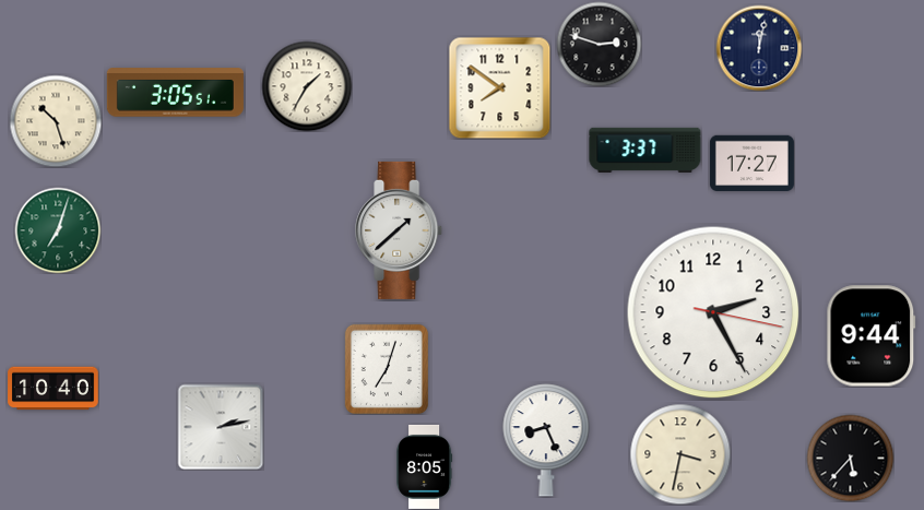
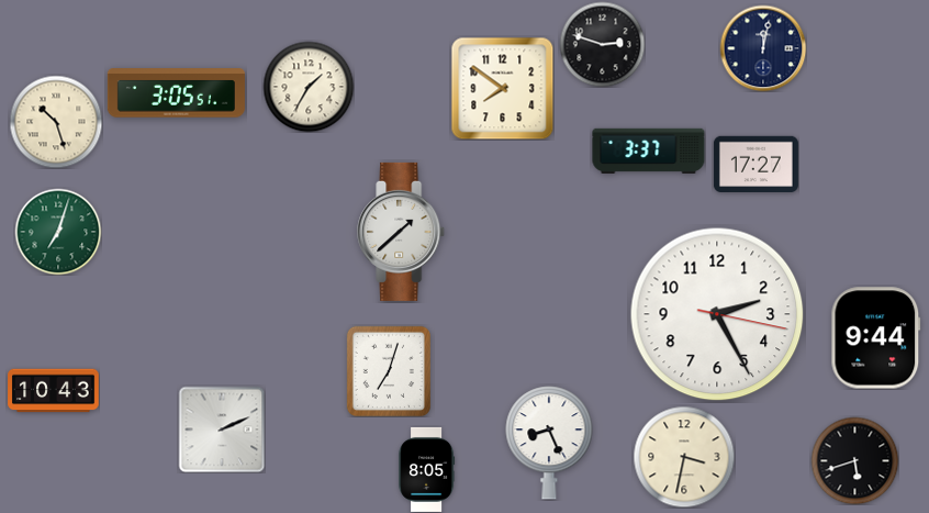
clock at (54, 389): 10:40 -> 10:43
clock at (221, 427): 2:13 -> 2:11
clock at (850, 458): 5:37 -> 5:42
